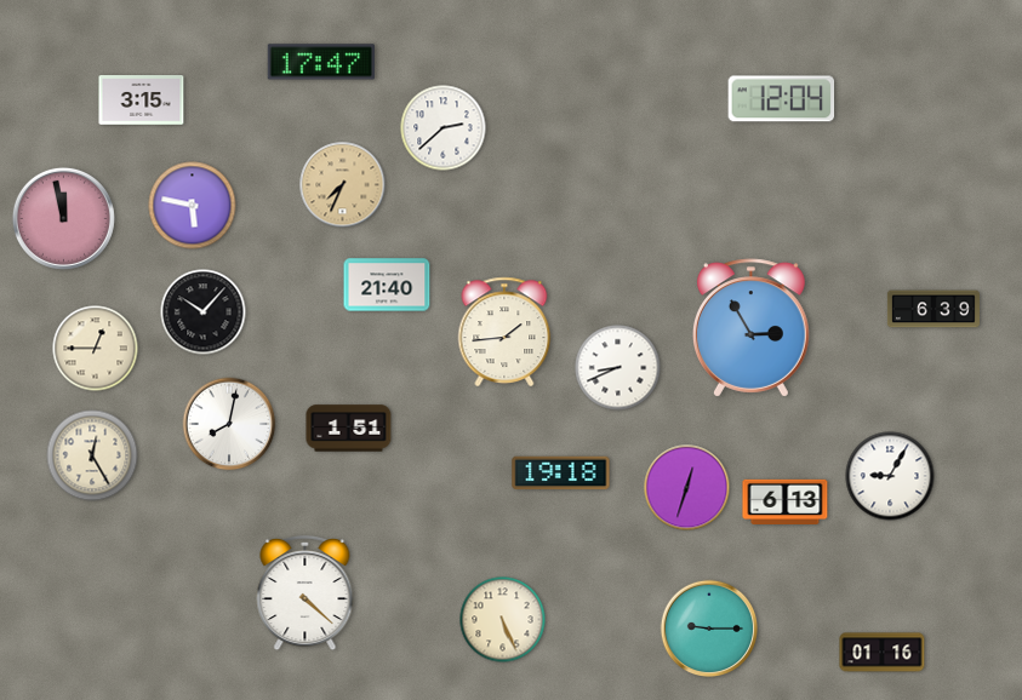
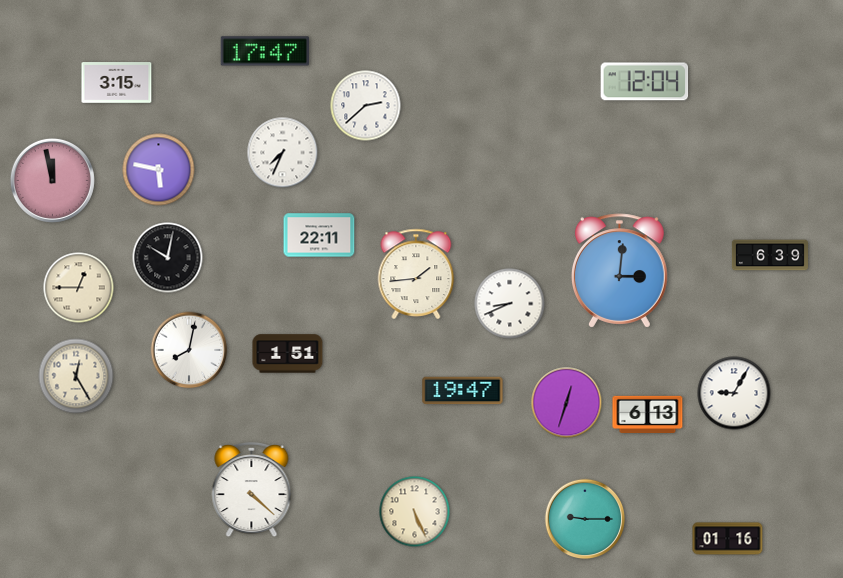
clock at (343, 185) dial: champagne -> white
clock at (387, 285): 21:40 -> 22:11
clock at (204, 312): 10:07 -> 10:02
clock at (750, 328): 2:55 -> 3:01
clock at (561, 474): 19:18 -> 19:47
